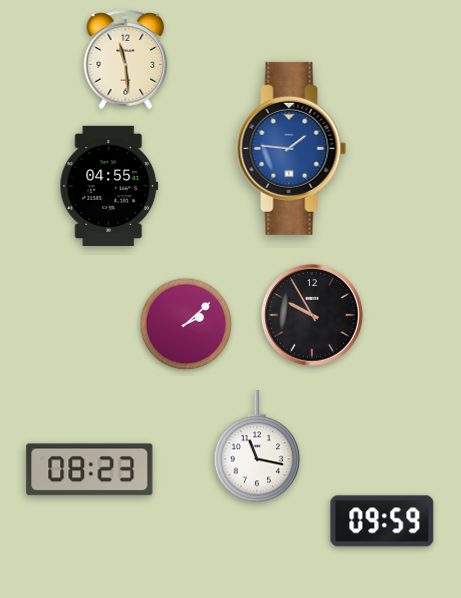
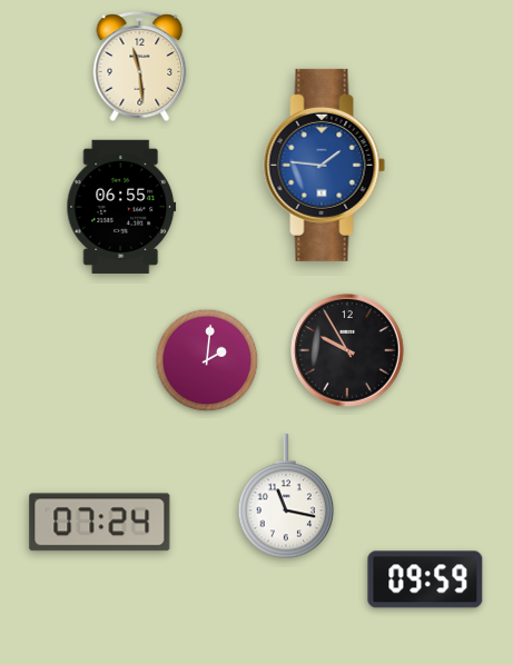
clock at (109, 186): 04:55 -> 06:55
clock at (186, 324): 2:08 -> 2:01
clock at (90, 470): 08:23 -> 07:24
